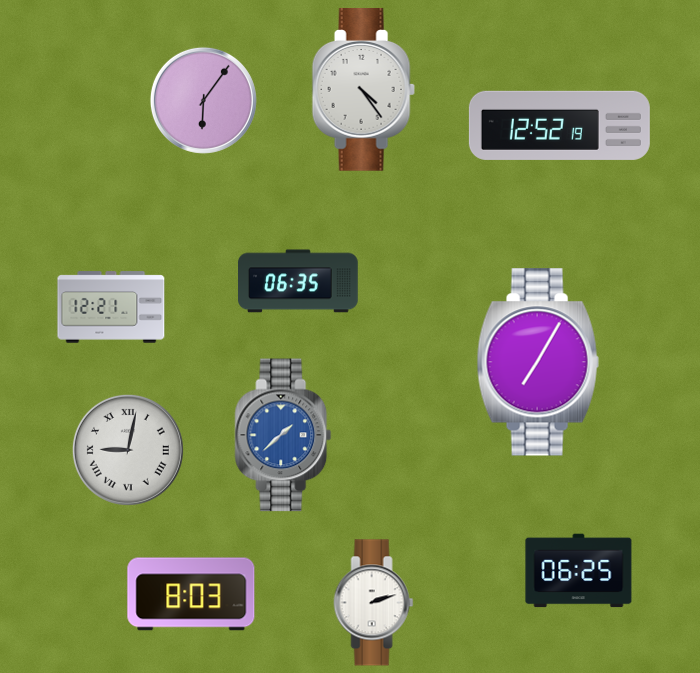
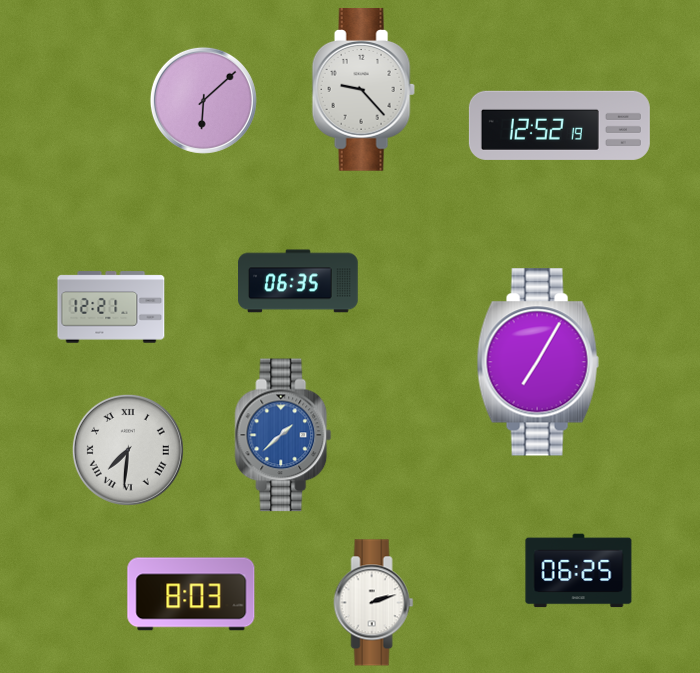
clock at (363, 90): 4:24 -> 9:23
clock at (203, 100): 6:06 -> 6:08
clock at (128, 450): 9:02 -> 7:31
